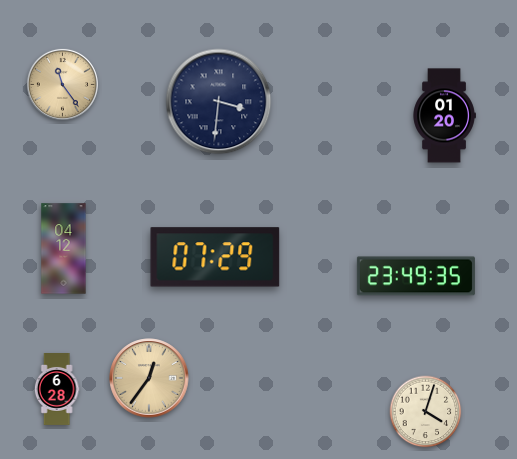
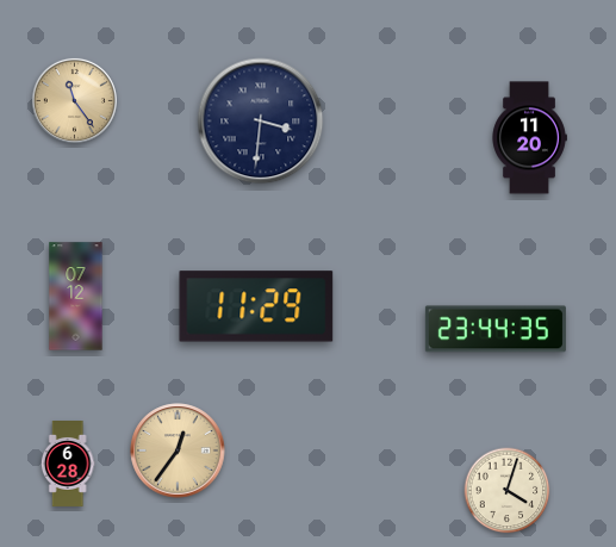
clock at (444, 116): 01:20 -> 11:20
clock at (64, 249): 04:12 -> 07:12
clock at (215, 257): 07:29 -> 11:29
clock at (416, 276): 23:49 -> 23:44
